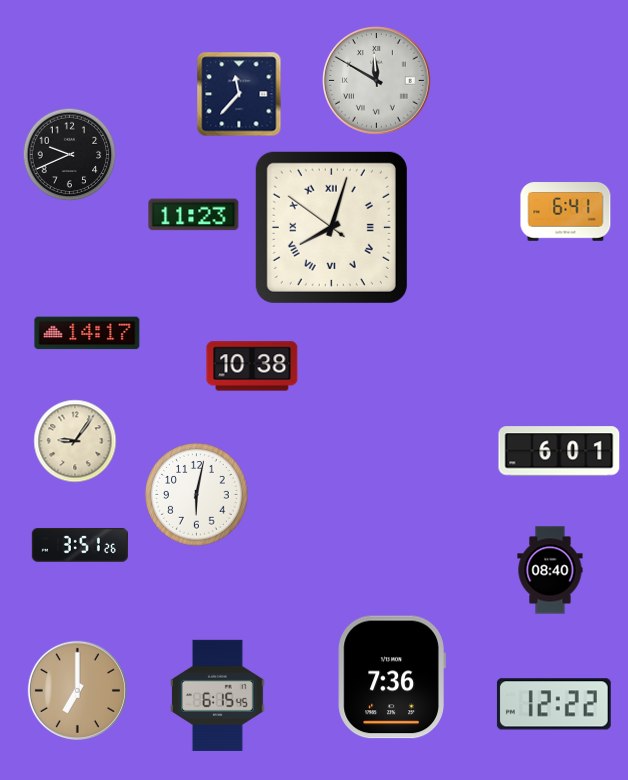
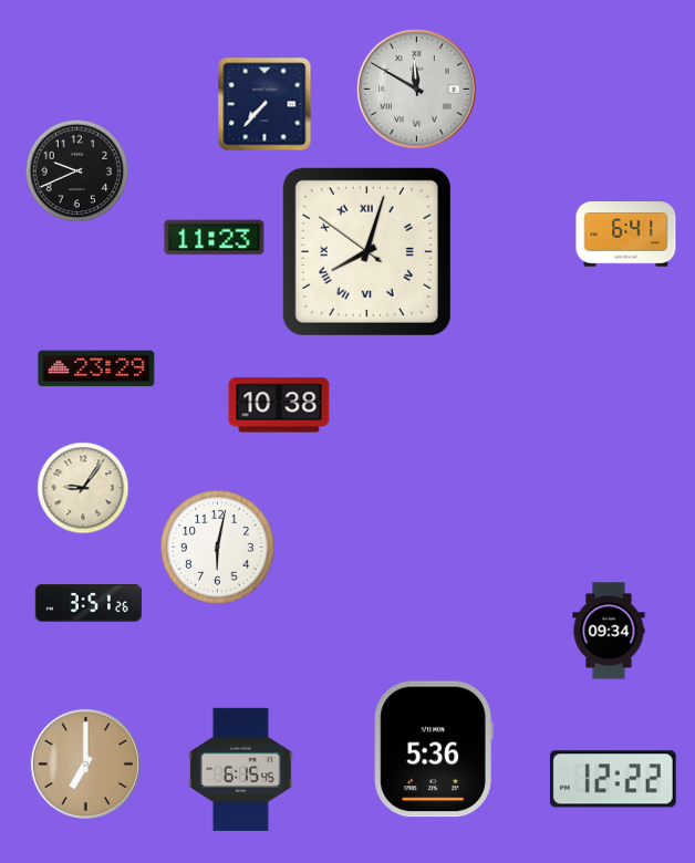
clock at (239, 94): 11:37 -> 7:37
clock at (87, 333): 14:17 -> 23:29
clock at (559, 451): 6:01 -> none
clock at (550, 570): 08:40 -> 09:34
clock at (392, 677): 7:36 -> 5:36
